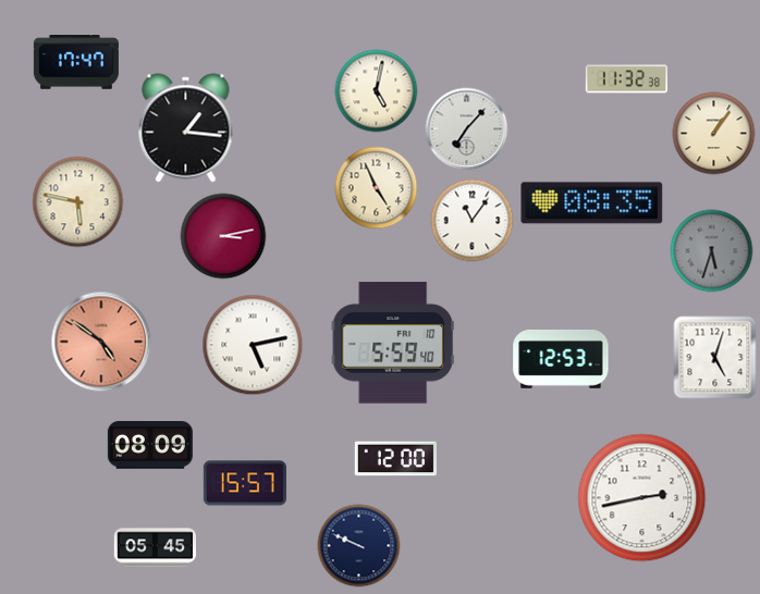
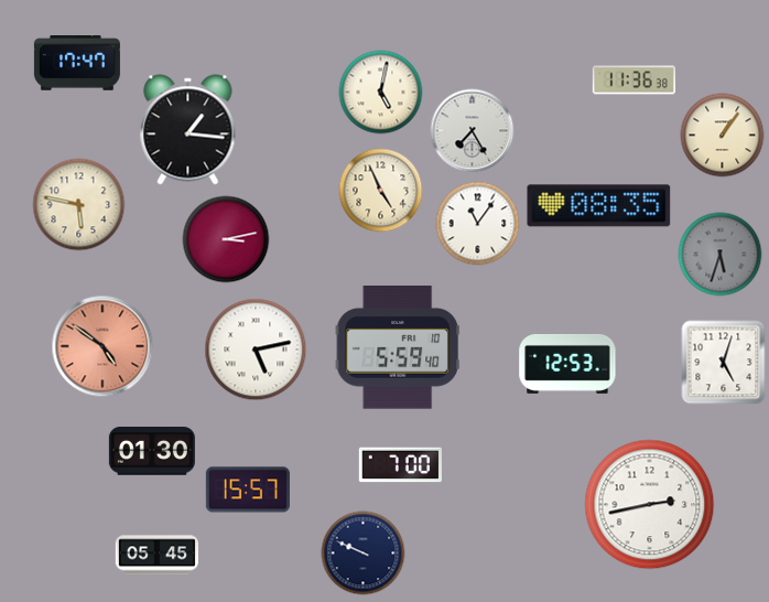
clock at (626, 79): 11:32 -> 11:36
clock at (467, 129): 7:07 -> 7:25
clock at (150, 446): 08:09 -> 01:30
clock at (395, 459): 12:00 -> 7:00
